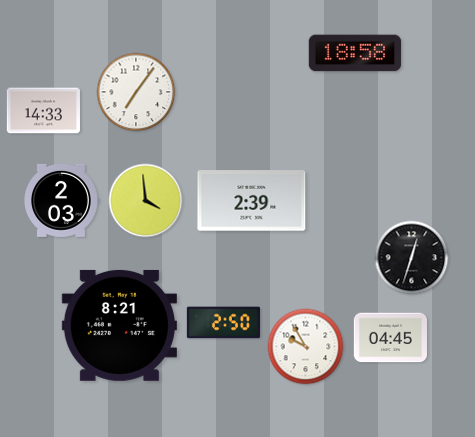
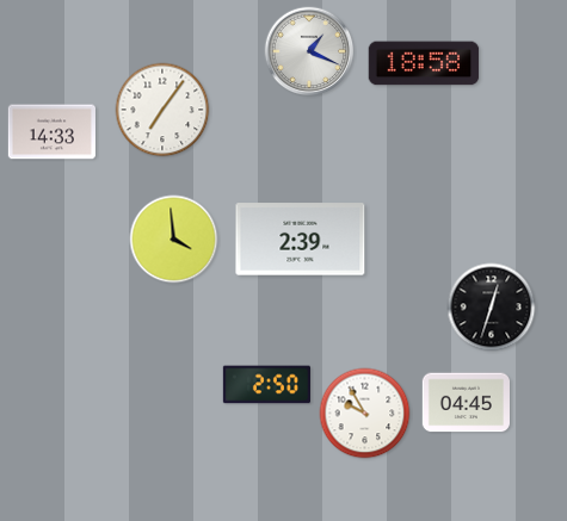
clock at (309, 51): none -> 1:19
clock at (62, 200): 2:03 -> none
clock at (119, 325): 8:21 -> none
